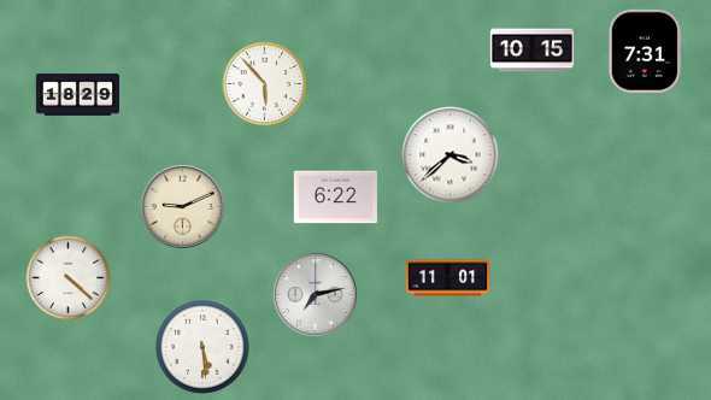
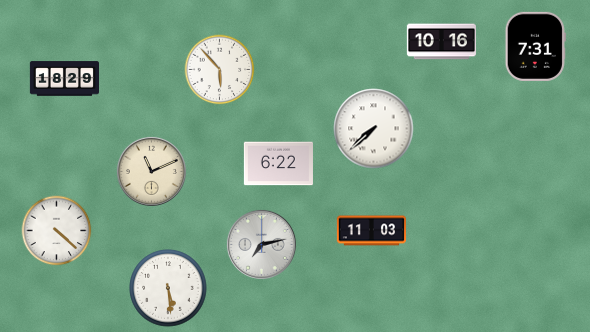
clock at (531, 51): 10:15 -> 10:16
clock at (645, 51) position: (645, 51) -> (535, 46)
clock at (451, 155): 3:38 -> 7:38
clock at (182, 206): 9:11 -> 11:11
clock at (447, 278): 11:01 -> 11:03
